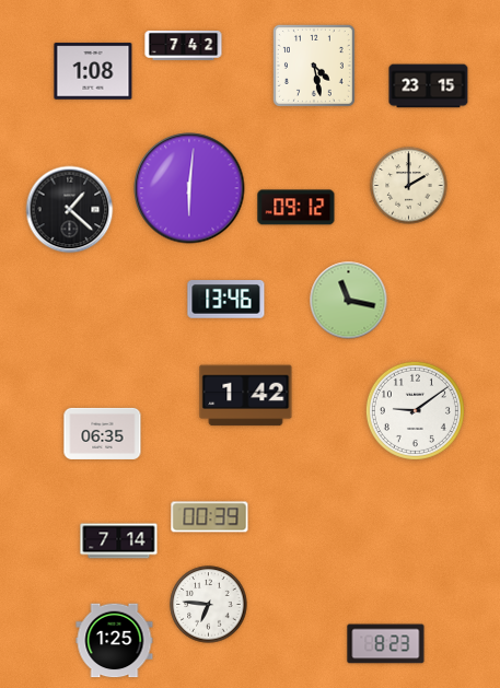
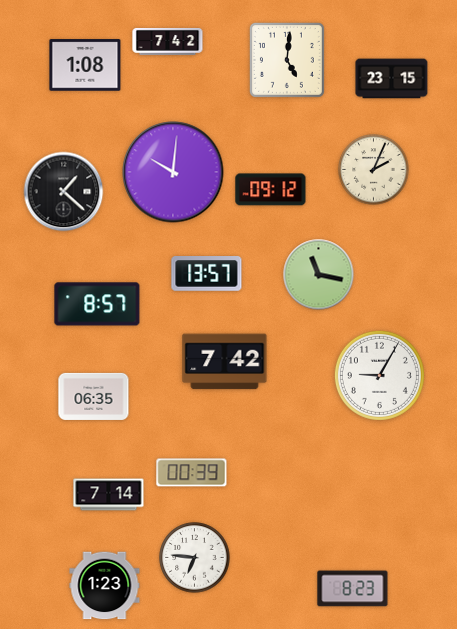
clock at (314, 66): 4:28 -> 5:01
clock at (409, 186): 2:00 -> 2:04
clock at (189, 188): 6:01 -> 10:01
clock at (226, 300): 13:46 -> 13:57
clock at (97, 304): none -> 8:57
clock at (246, 396): 1:42 -> 7:42
clock at (415, 410): 9:09 -> 9:05
clock at (209, 605) position: (209, 605) -> (195, 558)
clock at (115, 641): 1:25 -> 1:23
